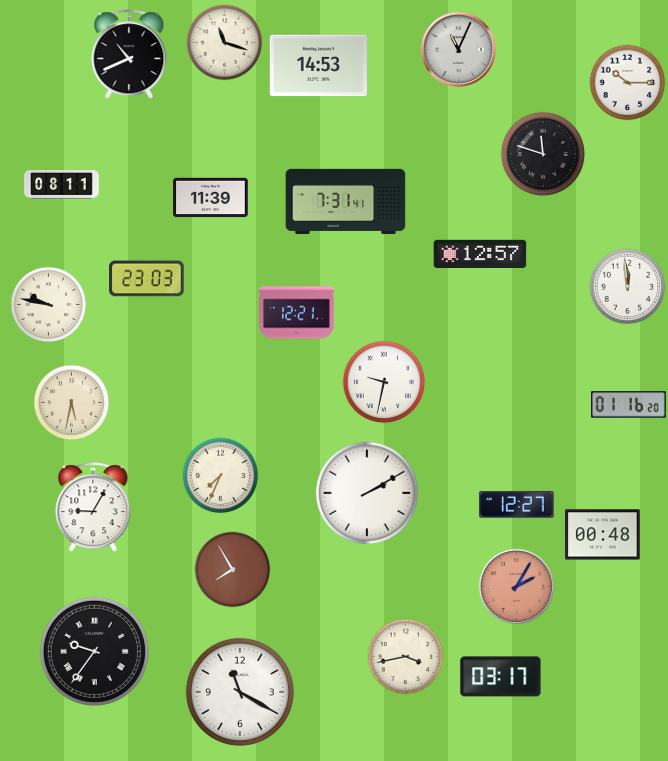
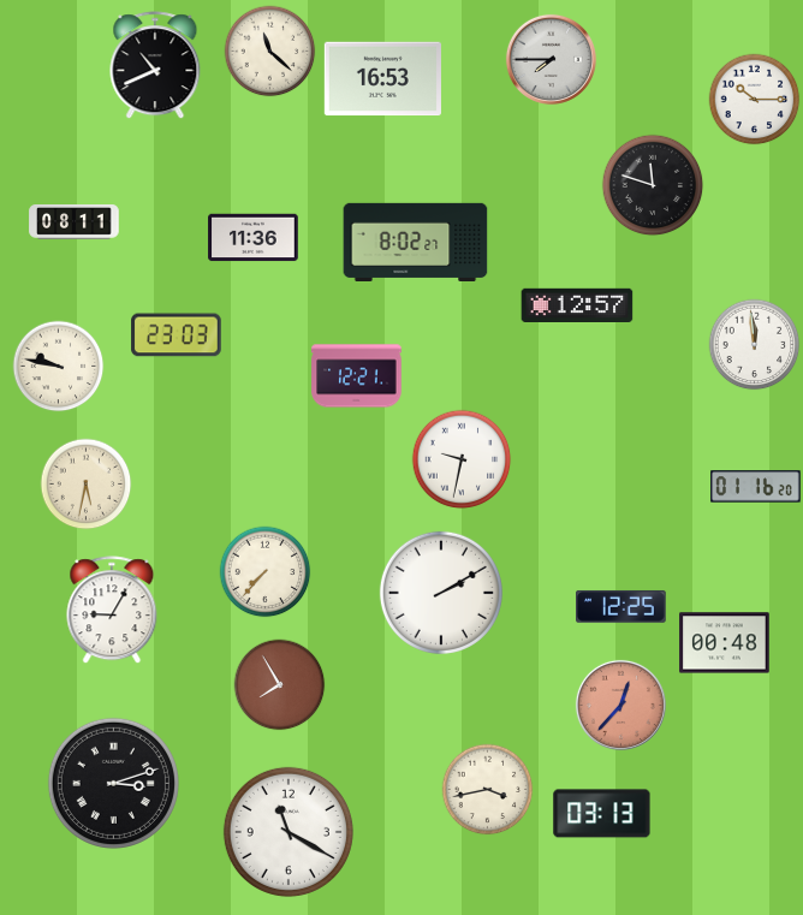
clock at (225, 43): 11:18 -> 11:22
clock at (458, 49): 11:04 -> 7:45
clock at (318, 66): 14:53 -> 16:53
clock at (211, 198): 11:39 -> 11:36
clock at (346, 201): 7:31 -> 8:02
clock at (221, 476): 7:34 -> 7:37
clock at (517, 504): 12:27 -> 12:25
clock at (516, 586): 2:05 -> 12:37
clock at (94, 651): 9:36 -> 3:12
clock at (501, 677): 03:17 -> 03:13
